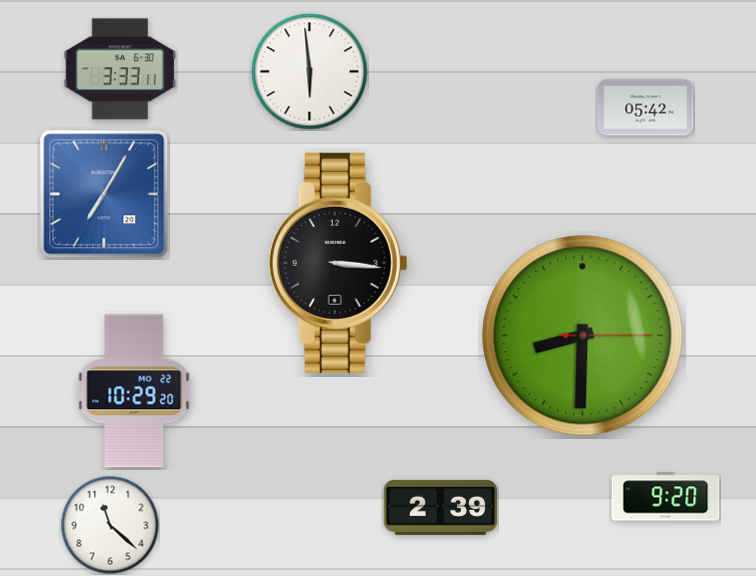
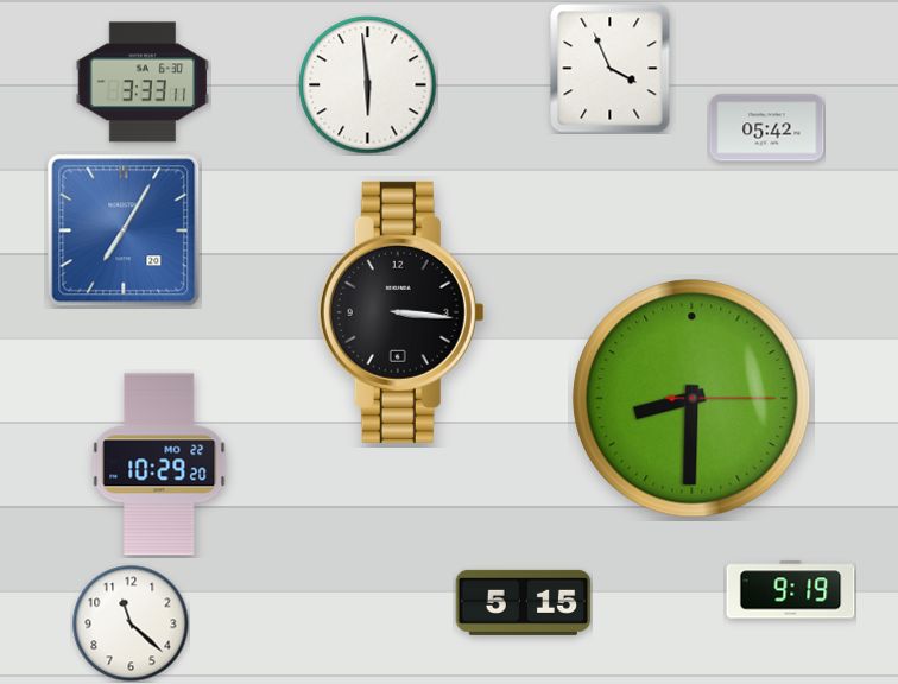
clock at (611, 69): none -> 3:56
clock at (666, 497): 9:20 -> 9:19
clock at (441, 507): 2:39 -> 5:15
